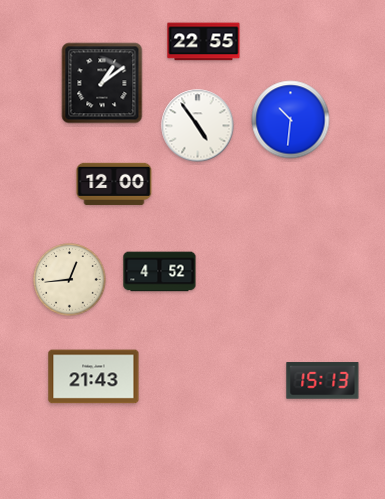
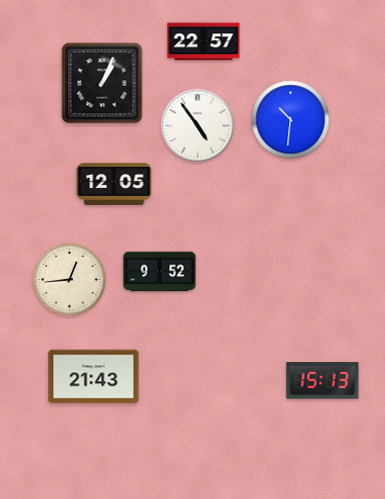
clock at (204, 42): 22:55 -> 22:57
clock at (102, 83): 1:09 -> 1:04
clock at (114, 184): 12:00 -> 12:05
clock at (160, 272): 4:52 -> 9:52
